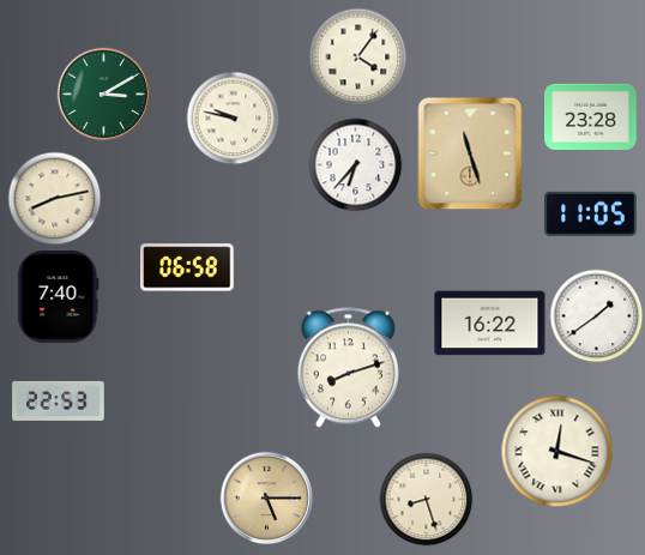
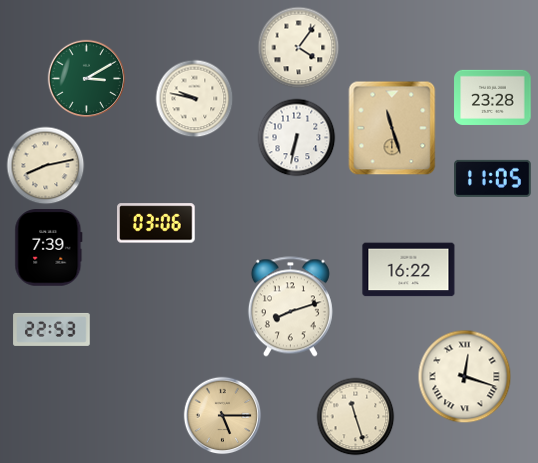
clock at (355, 164): 6:37 -> 6:32
clock at (187, 267): 06:58 -> 03:06
clock at (59, 297): 7:40 -> 7:39
clock at (596, 315): 1:39 -> none
clock at (59, 400) position: (59, 400) -> (52, 329)
clock at (426, 499): 8:27 -> 11:27
